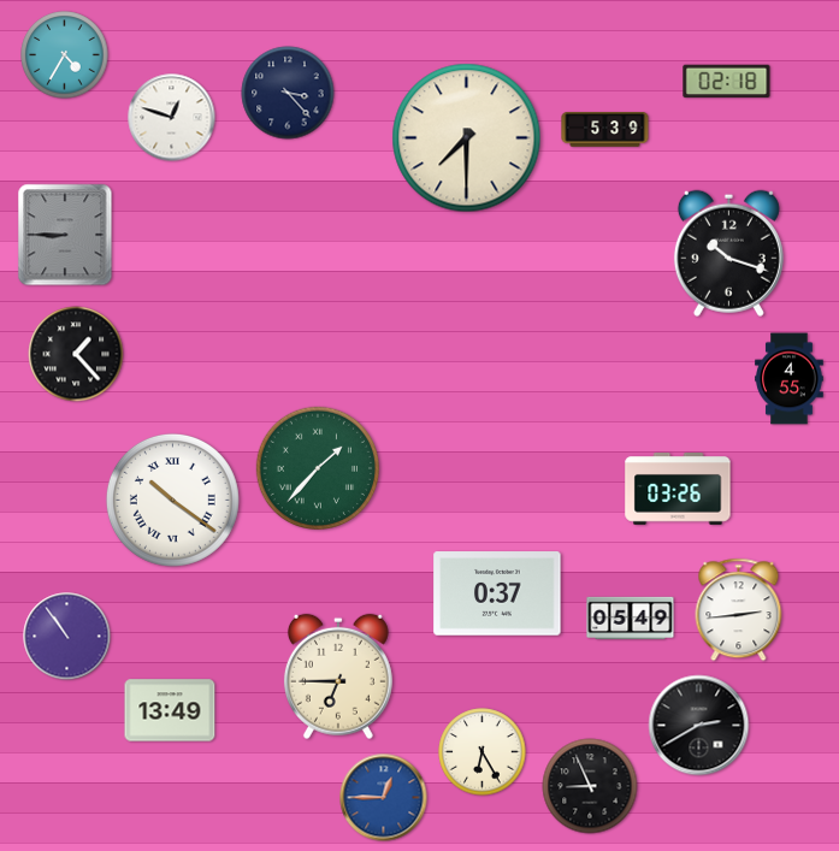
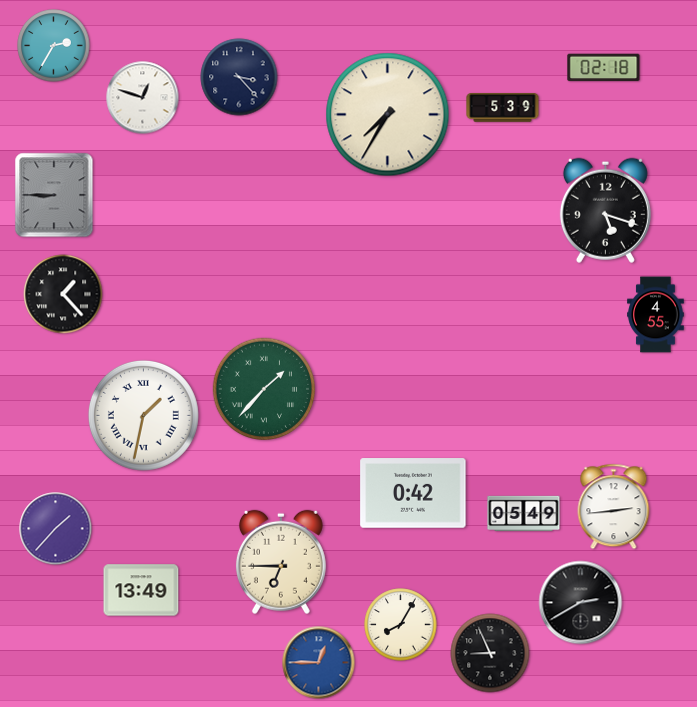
clock at (65, 55): 4:35 -> 2:35
clock at (467, 138): 7:30 -> 7:35
clock at (728, 253): 10:18 -> 5:18
clock at (678, 490): 03:26 -> none
clock at (172, 500): 10:21 -> 1:32
clock at (497, 593): 0:37 -> 0:42
clock at (67, 637): 10:54 -> 1:37
clock at (483, 752): 6:25 -> 8:05
